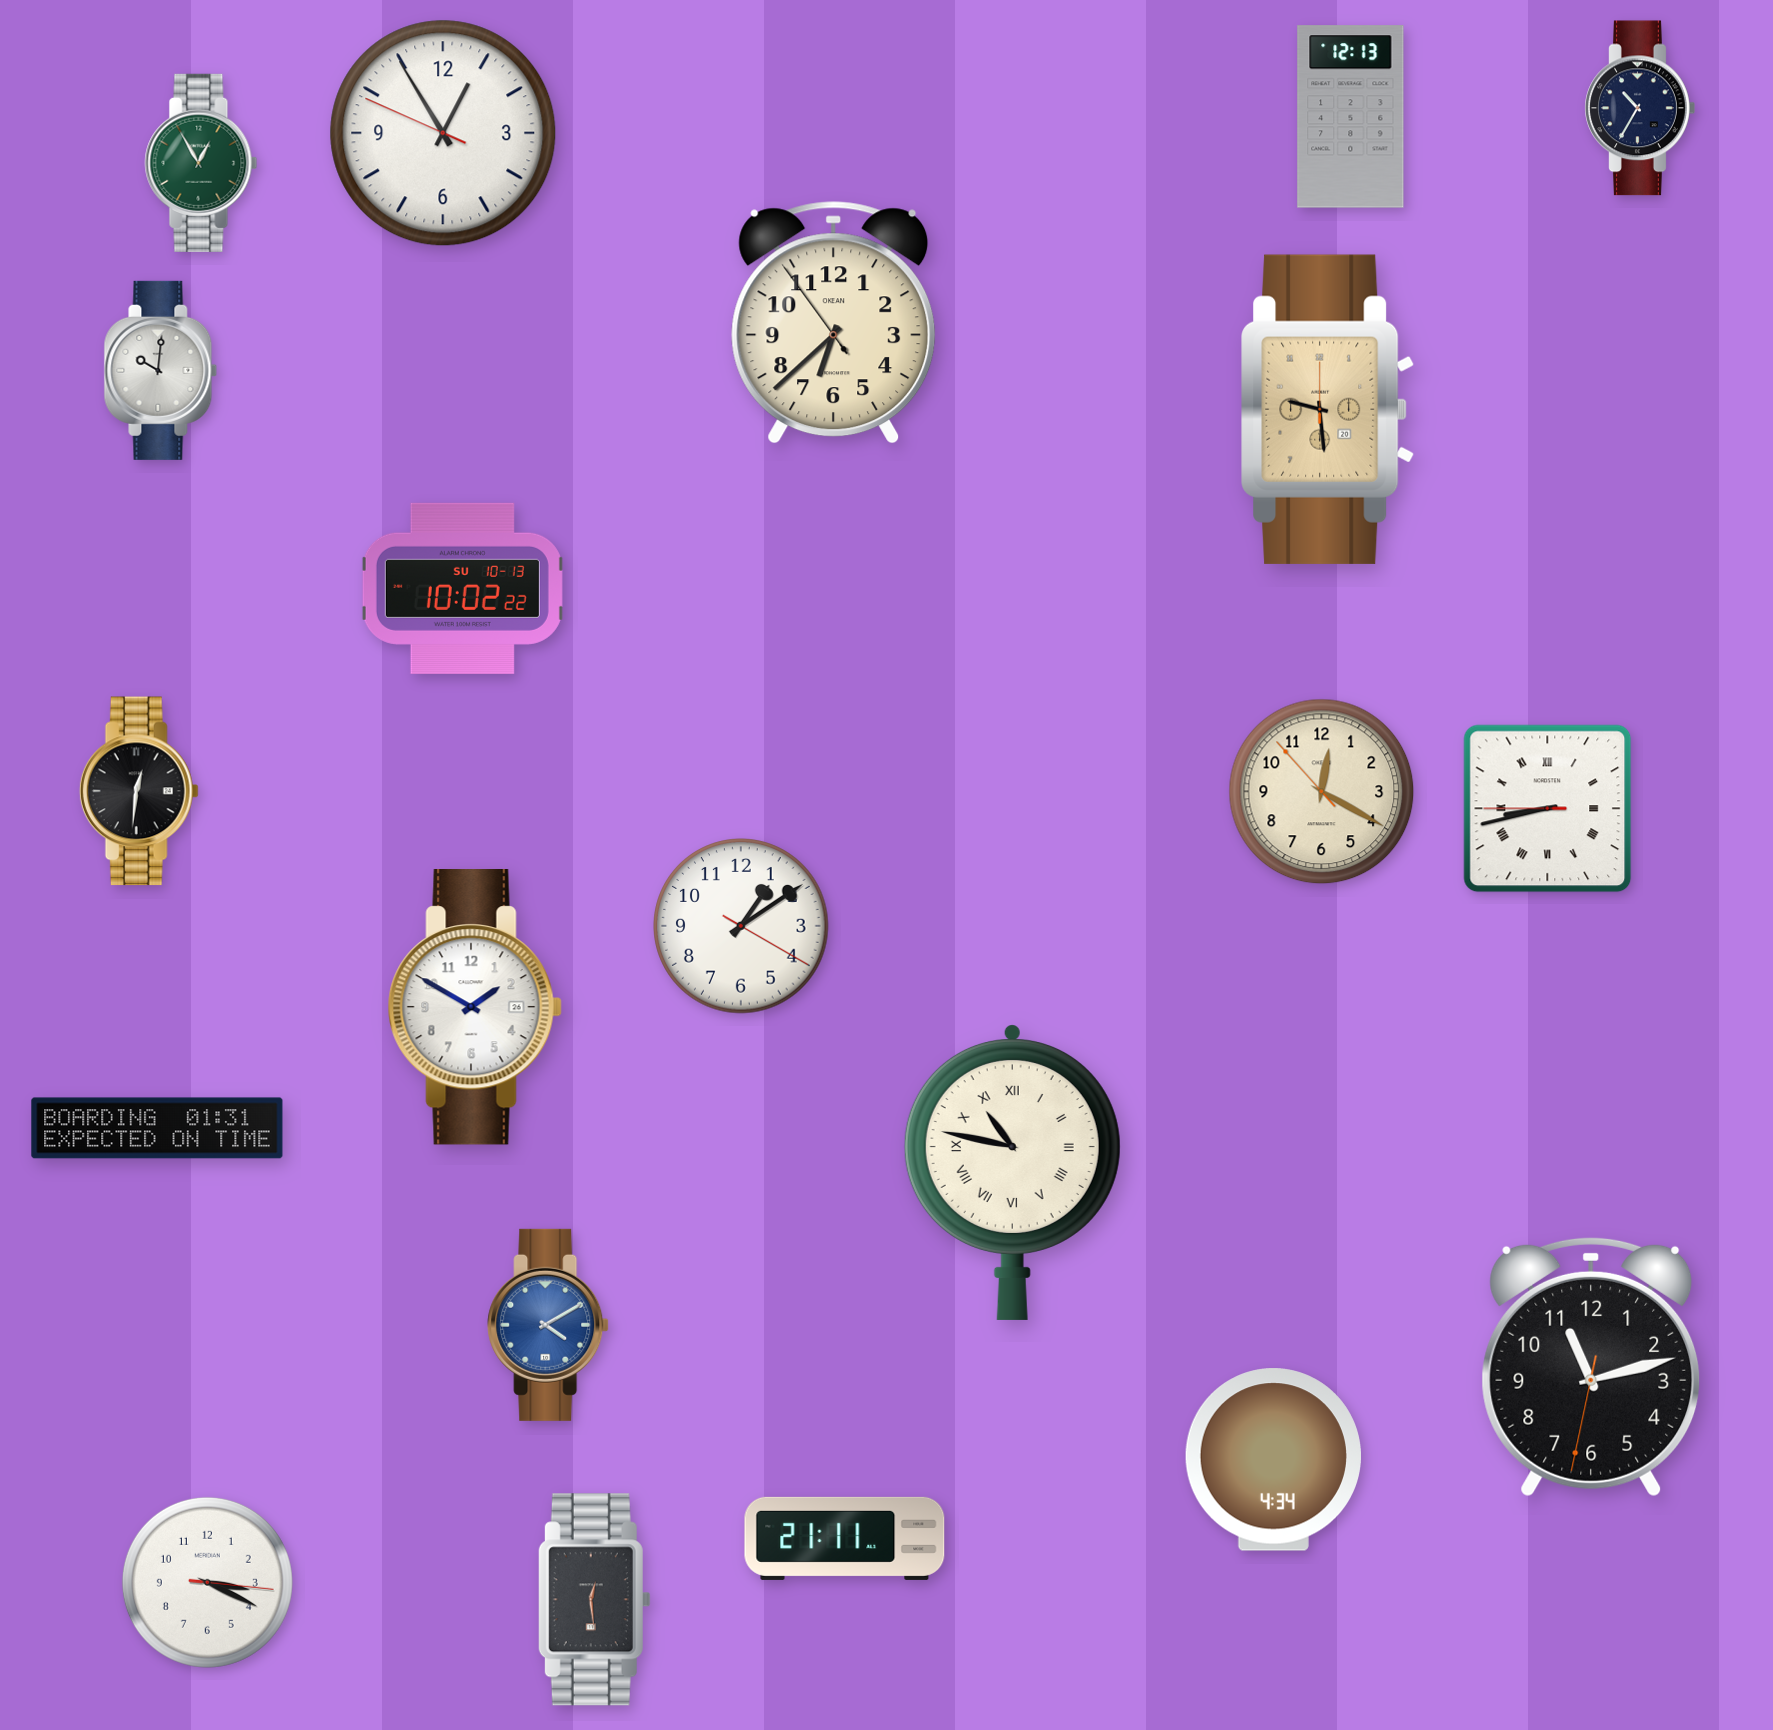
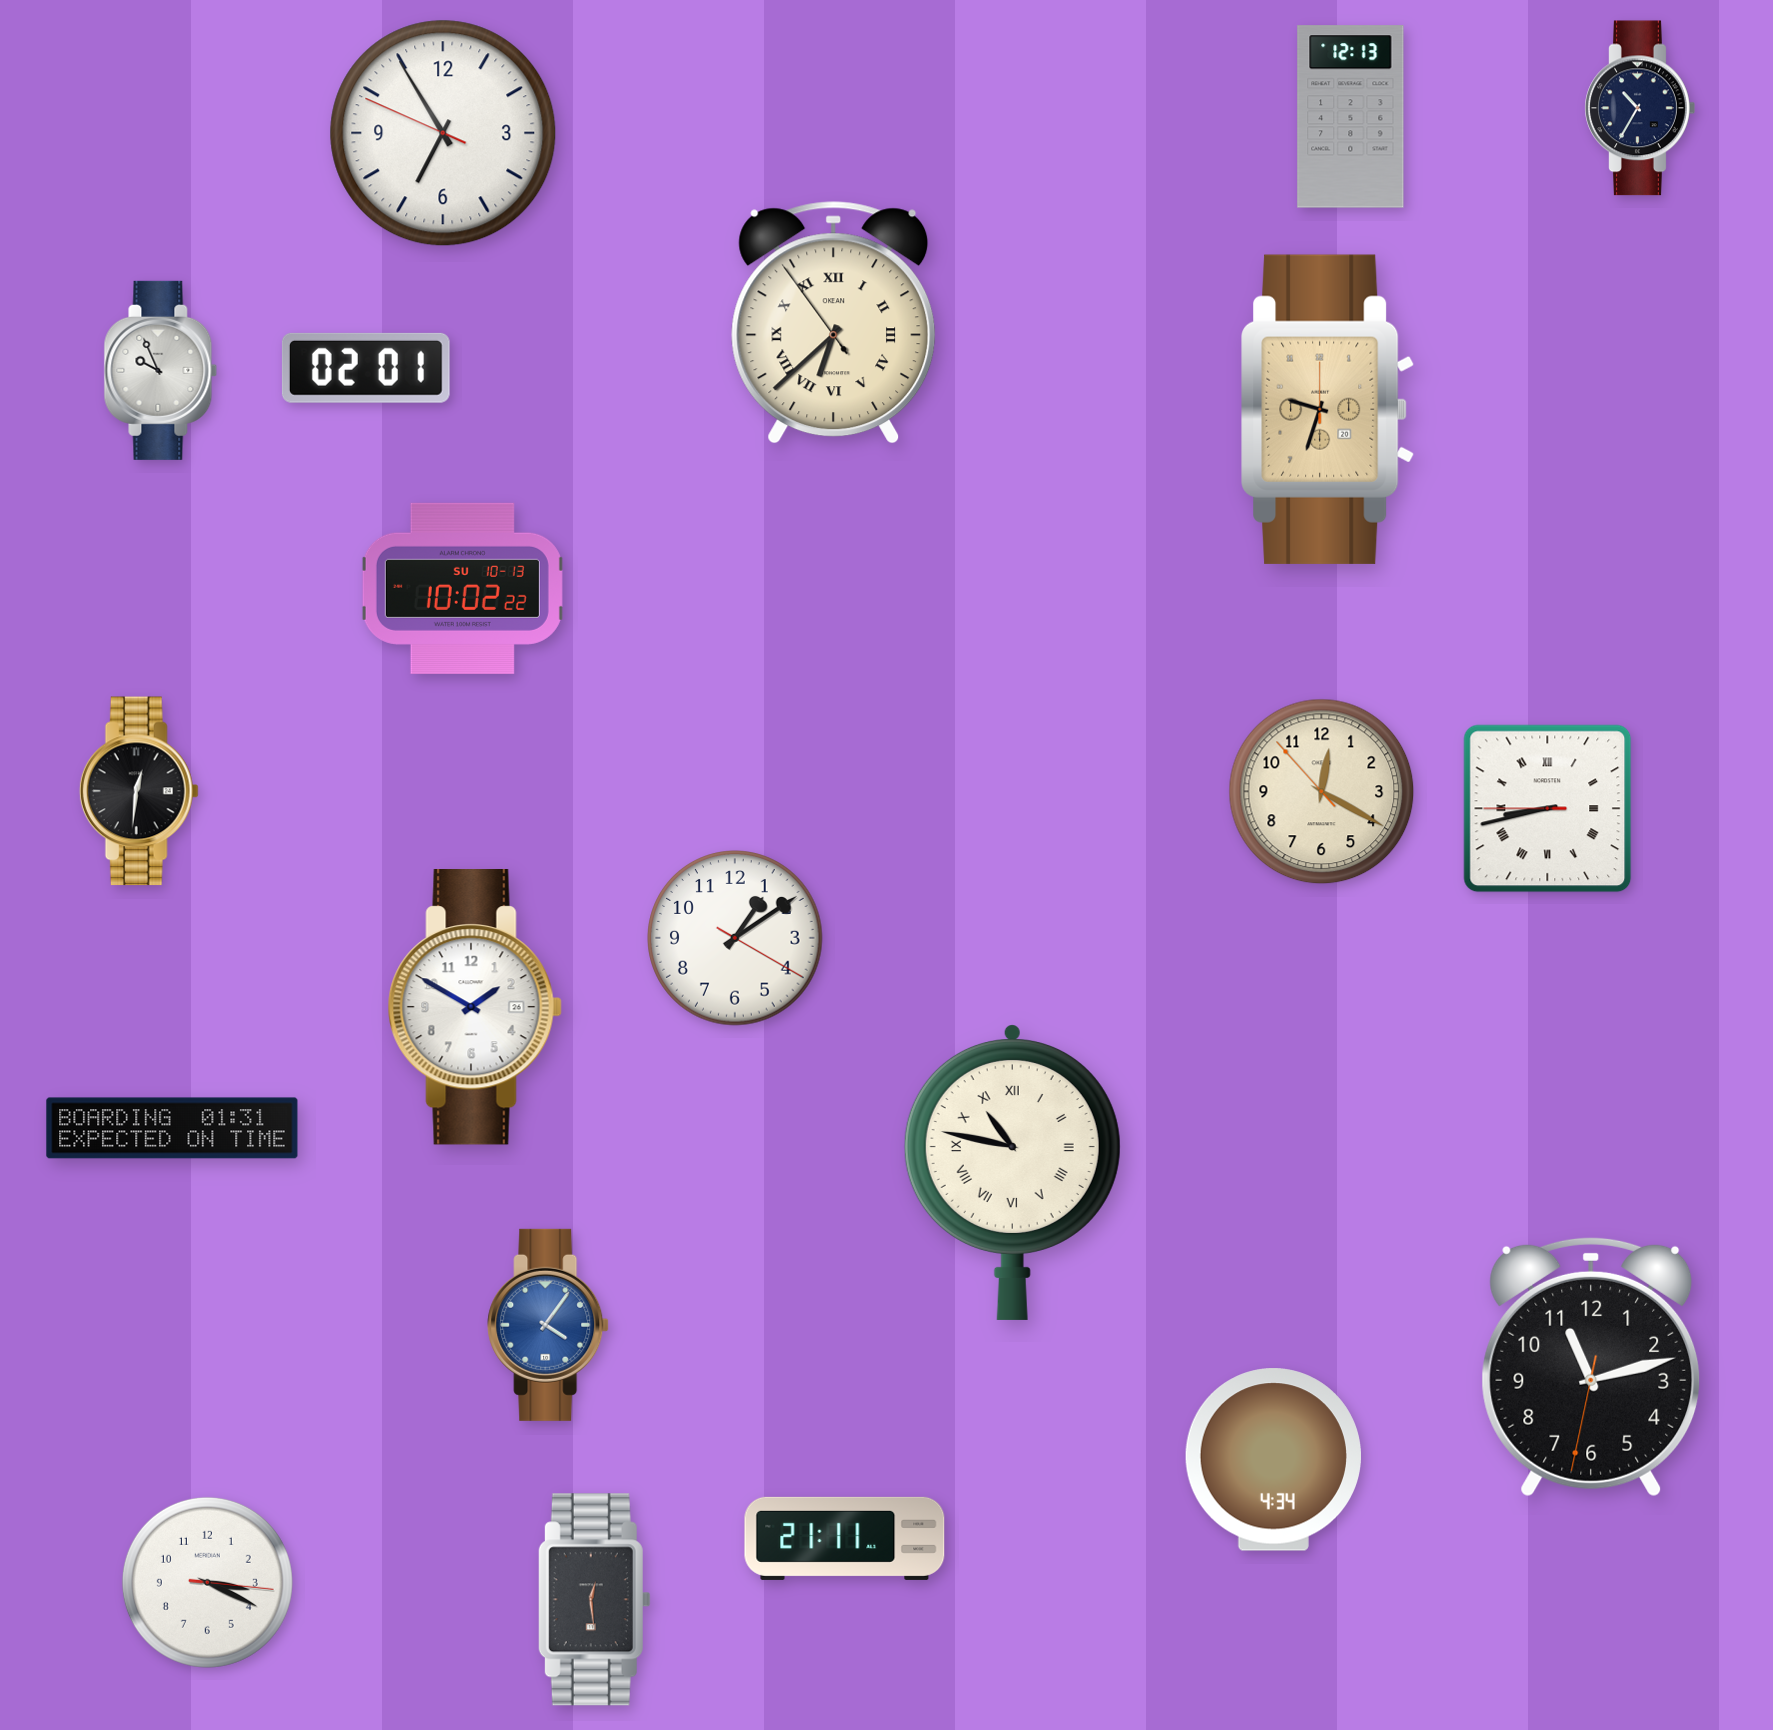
clock at (443, 133): 12:54 -> 6:54
clock at (201, 163): 12:55 -> none
clock at (834, 323) numerals: Arabic -> Roman
clock at (366, 368): none -> 02:01
clock at (161, 370): 10:01 -> 9:56
clock at (1328, 409): 9:29 -> 9:33
clock at (741, 926) position: (741, 926) -> (735, 938)
clock at (157, 1128) position: (157, 1128) -> (172, 1128)
clock at (548, 1325): 4:10 -> 4:06
